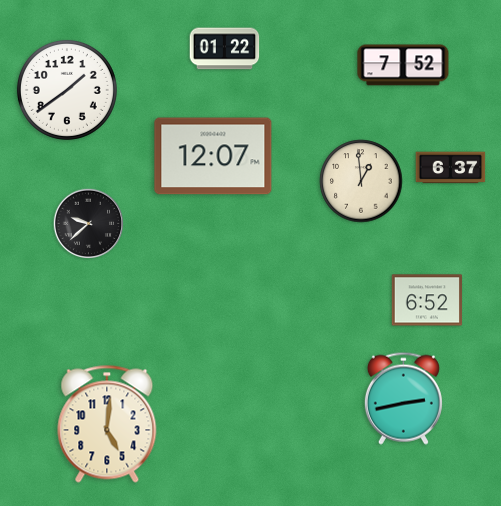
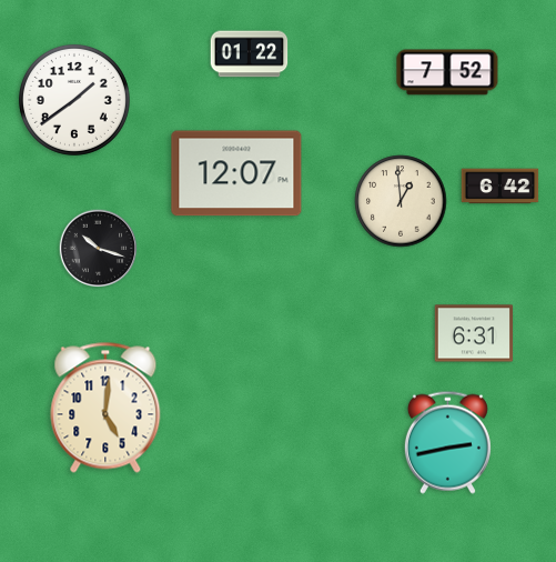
clock at (451, 168): 6:37 -> 6:42
clock at (89, 224): 9:38 -> 10:18
clock at (427, 300): 6:52 -> 6:31
clock at (107, 424) position: (107, 424) -> (105, 408)
